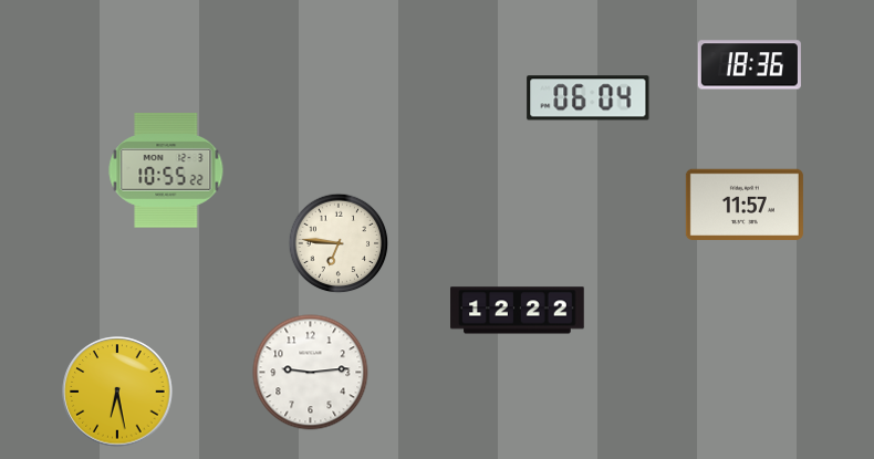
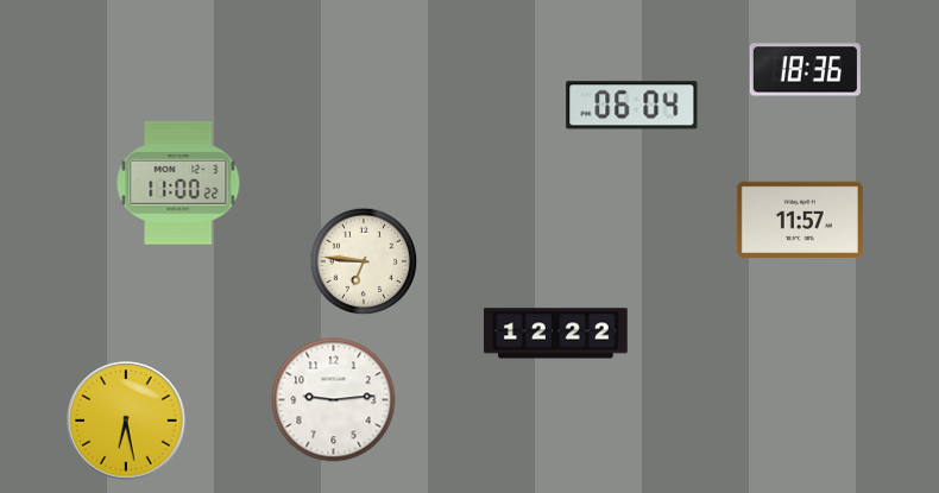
clock at (166, 170): 10:55 -> 11:00
